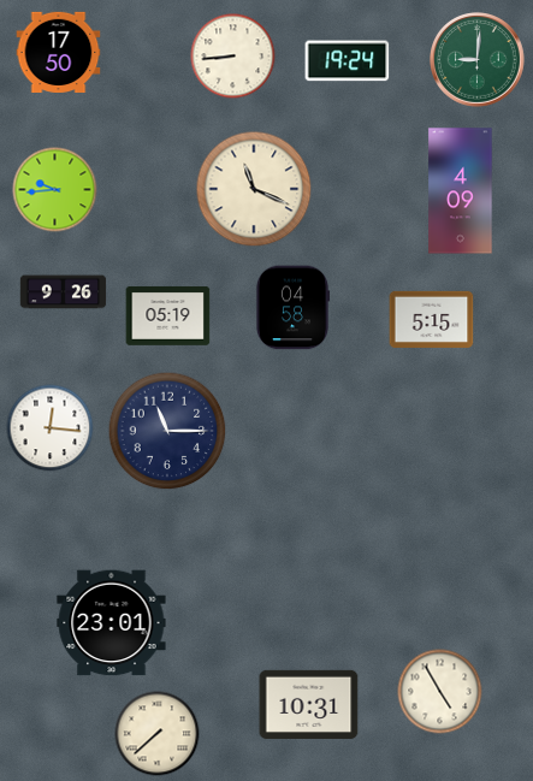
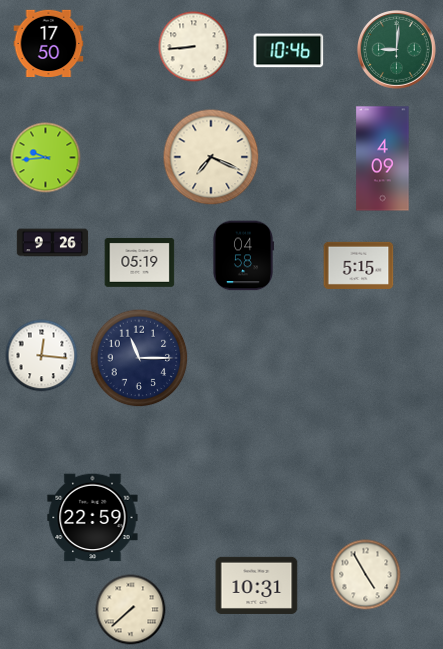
clock at (348, 61): 19:24 -> 10:46
clock at (254, 189): 11:19 -> 7:19
clock at (112, 623): 23:01 -> 22:59
